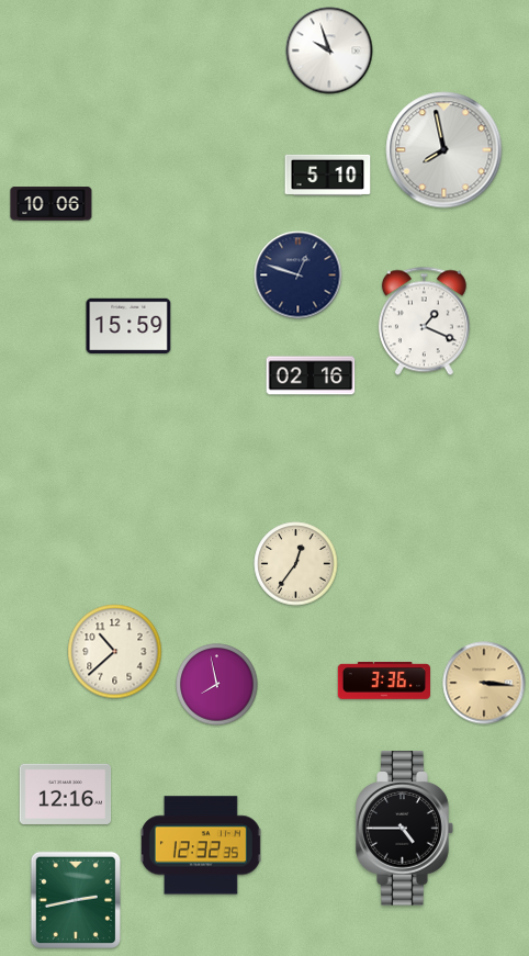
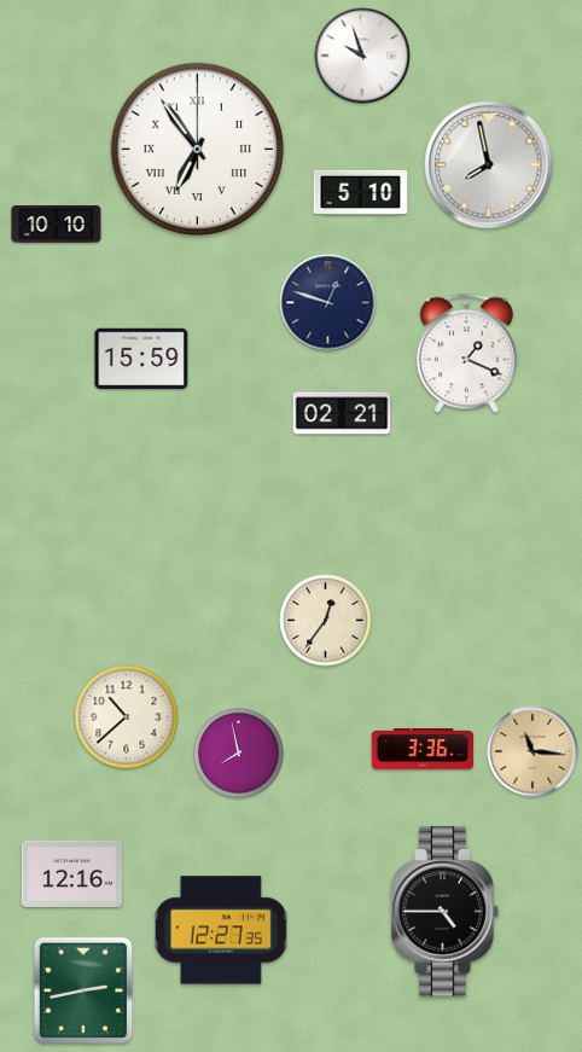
clock at (197, 149): none -> 6:54
clock at (52, 204): 10:06 -> 10:10
clock at (311, 375): 02:16 -> 02:21
clock at (484, 683): 3:16 -> 11:16
clock at (201, 845): 12:32 -> 12:27
